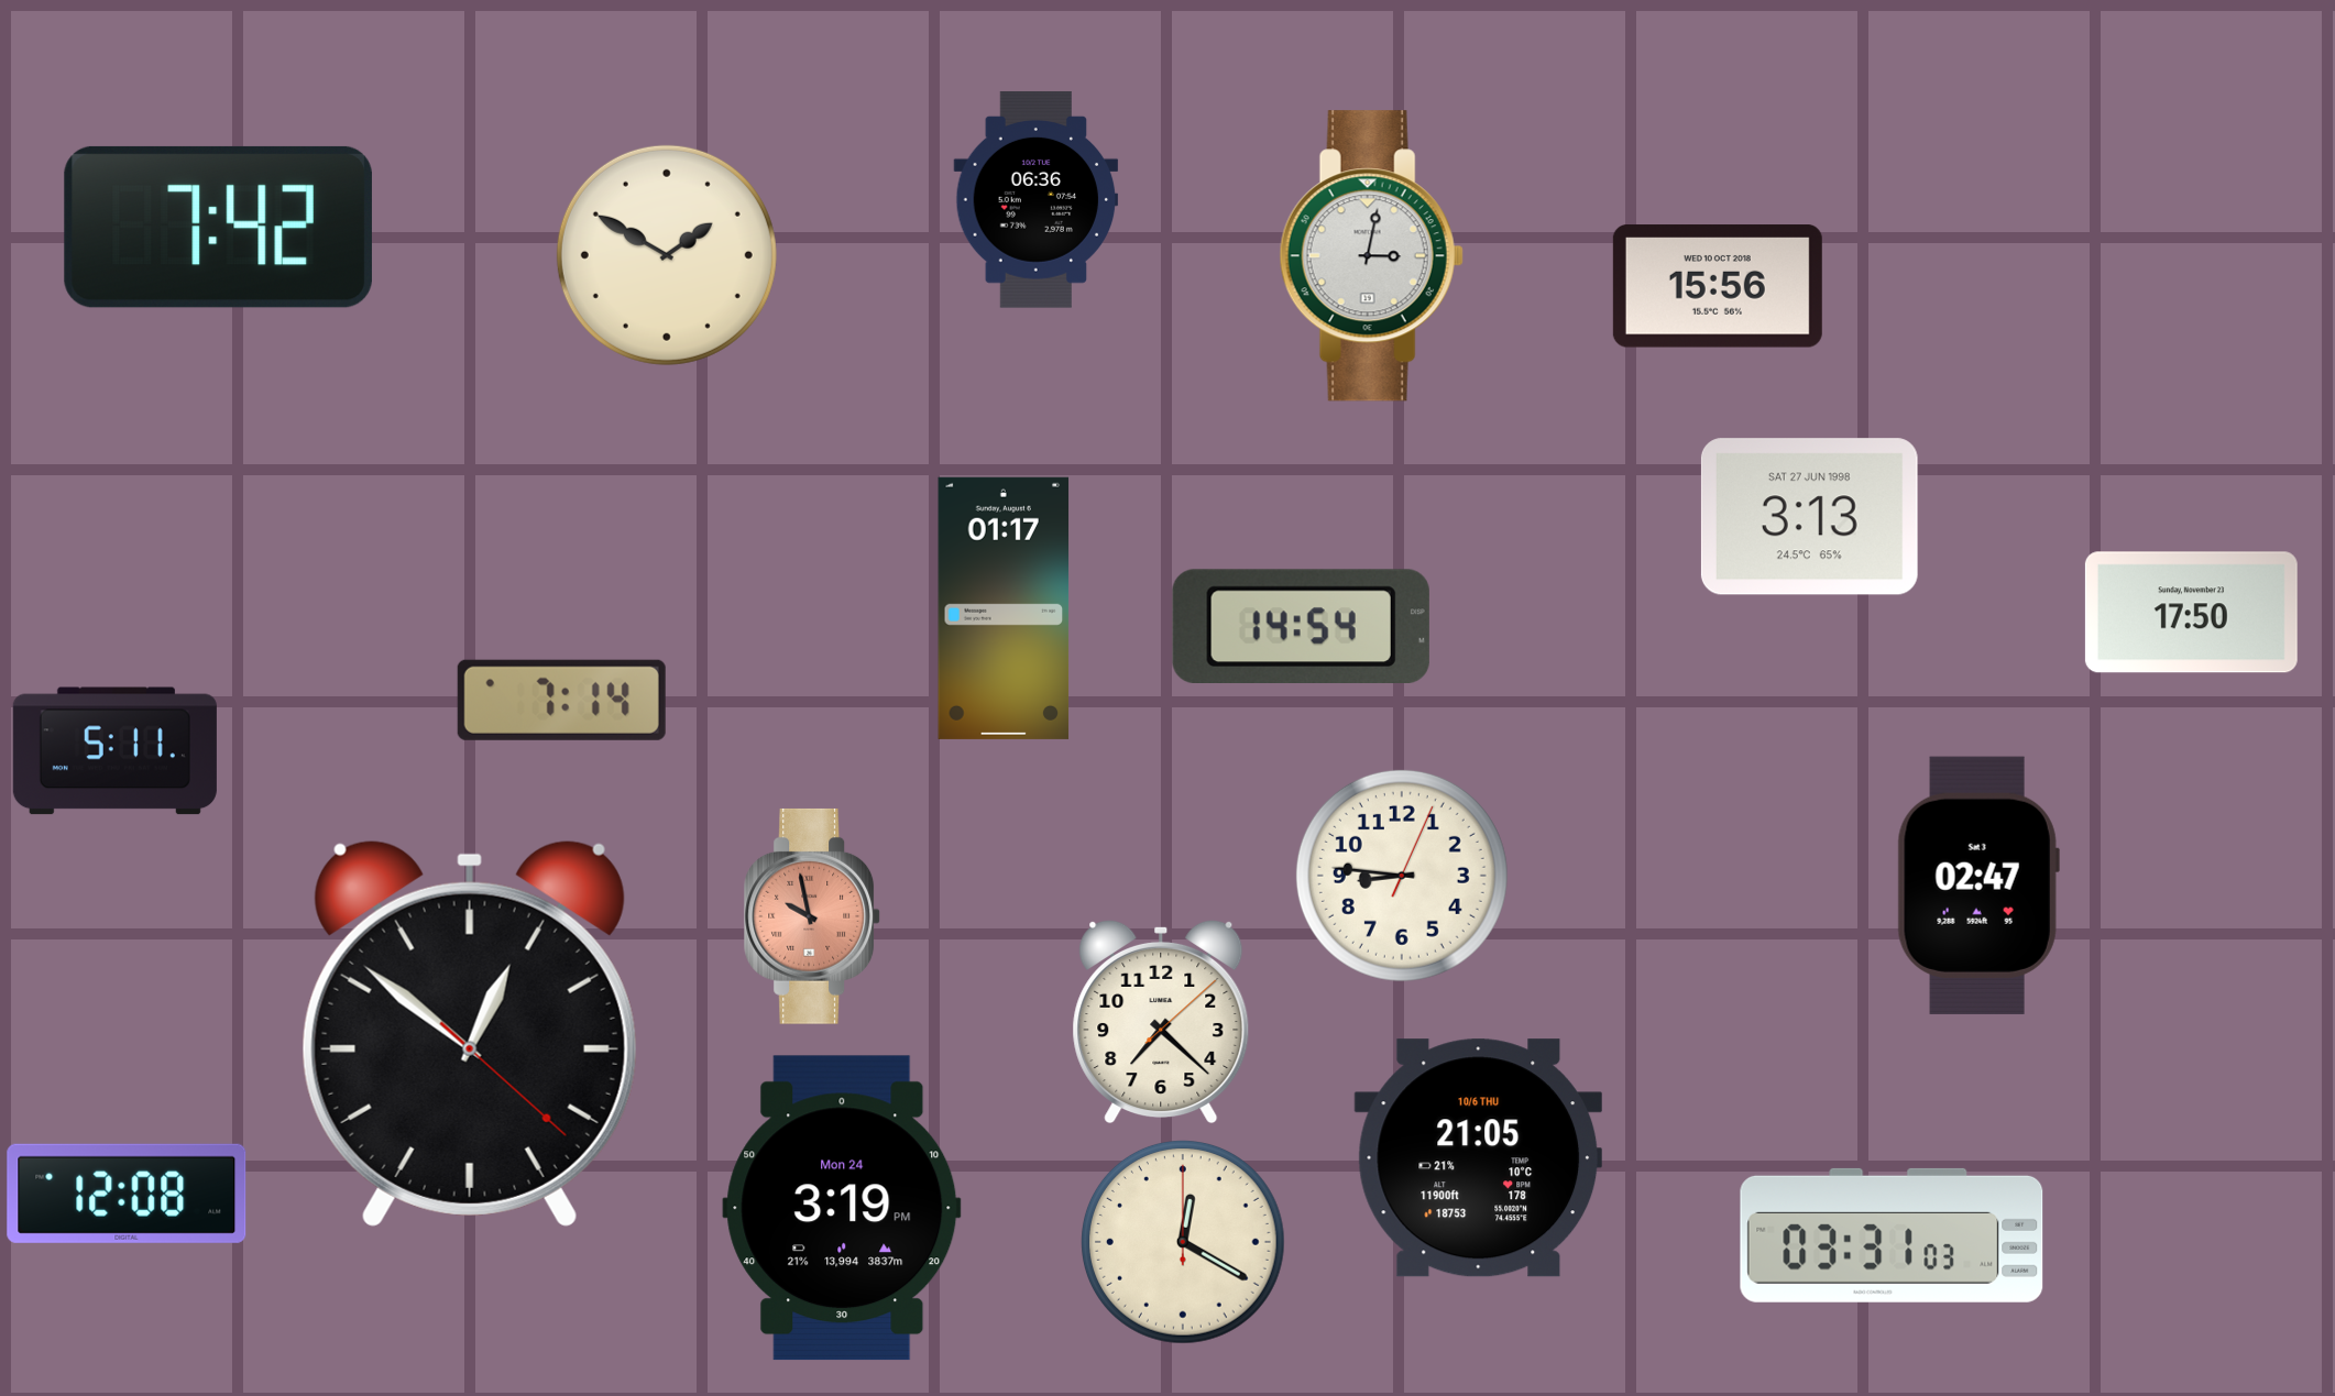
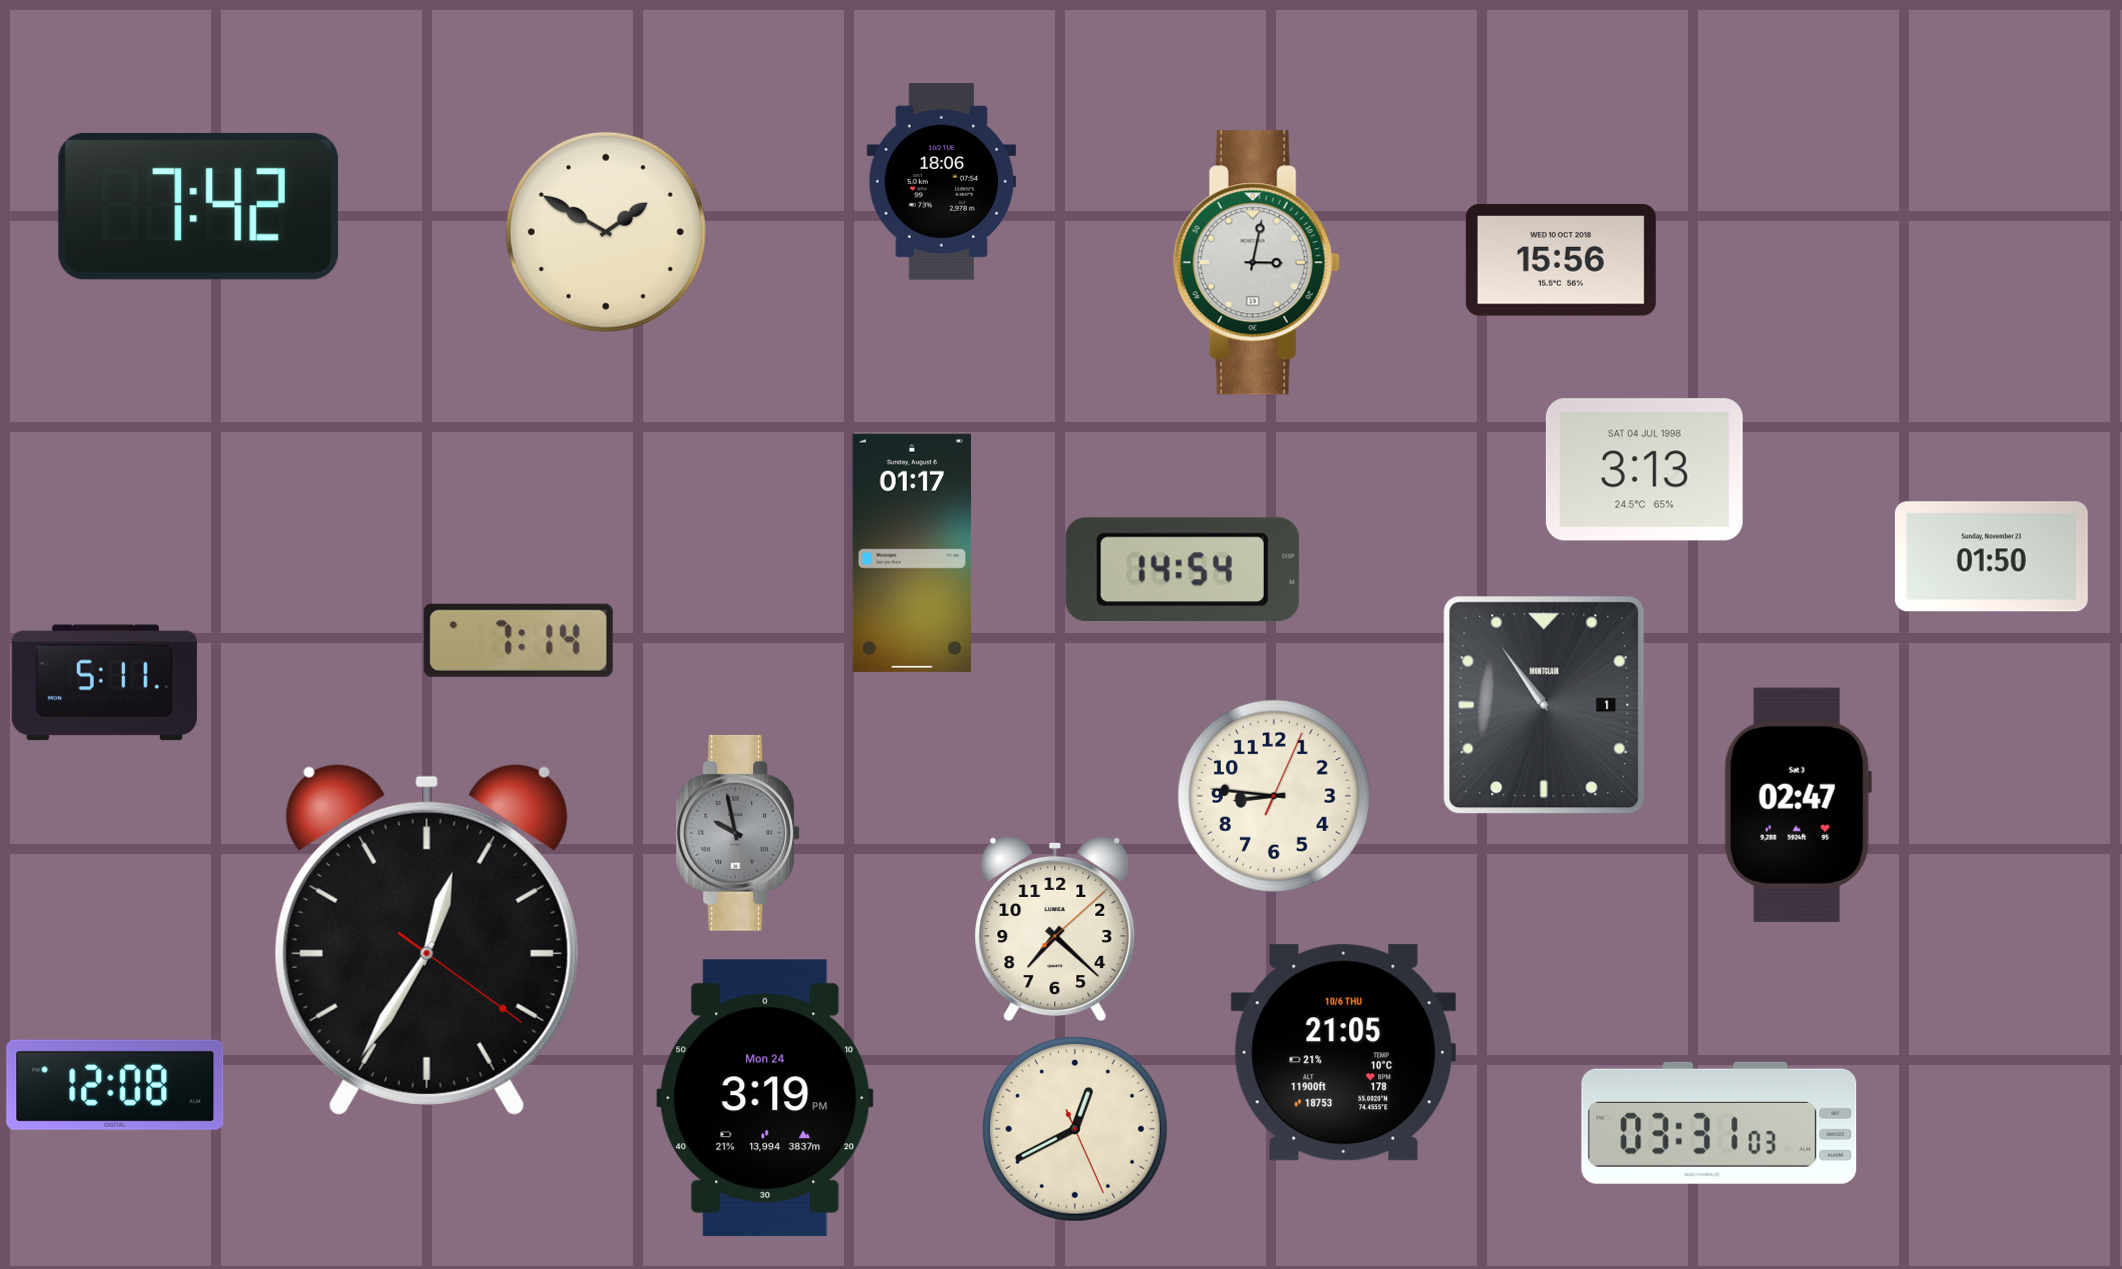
clock at (1037, 199): 06:36 -> 18:06
clock at (1371, 256) position: (1371, 256) -> (1256, 263)
clock at (1809, 517) date: SAT 27 JUN 1998 -> SAT 04 JUL 1998
clock at (2191, 613): 17:50 -> 01:50
clock at (561, 700) position: (561, 700) -> (518, 640)
clock at (1544, 705): none -> 10:54
clock at (813, 916) dial: salmon -> grey
clock at (470, 1033): 12:51 -> 12:35
clock at (1184, 1243): 12:20 -> 12:40
